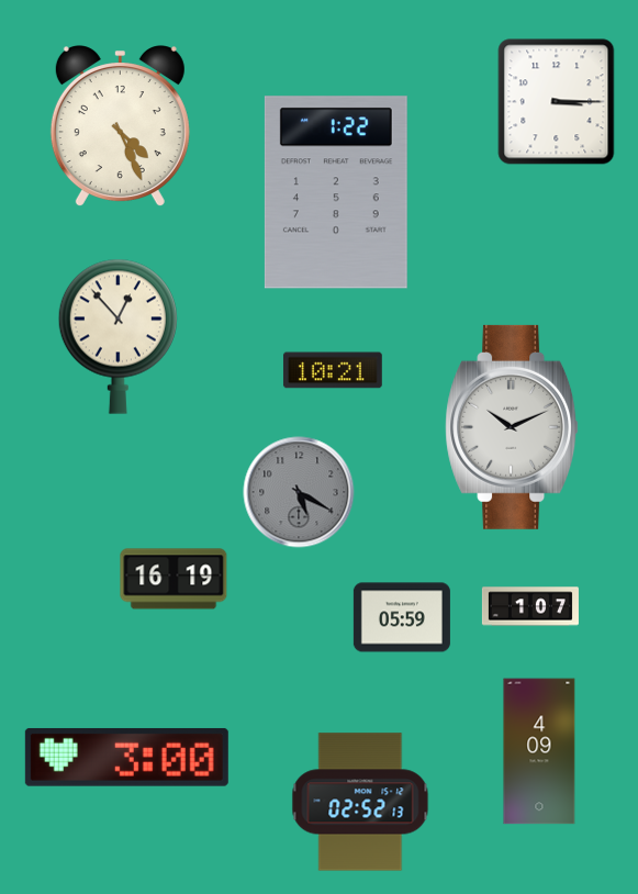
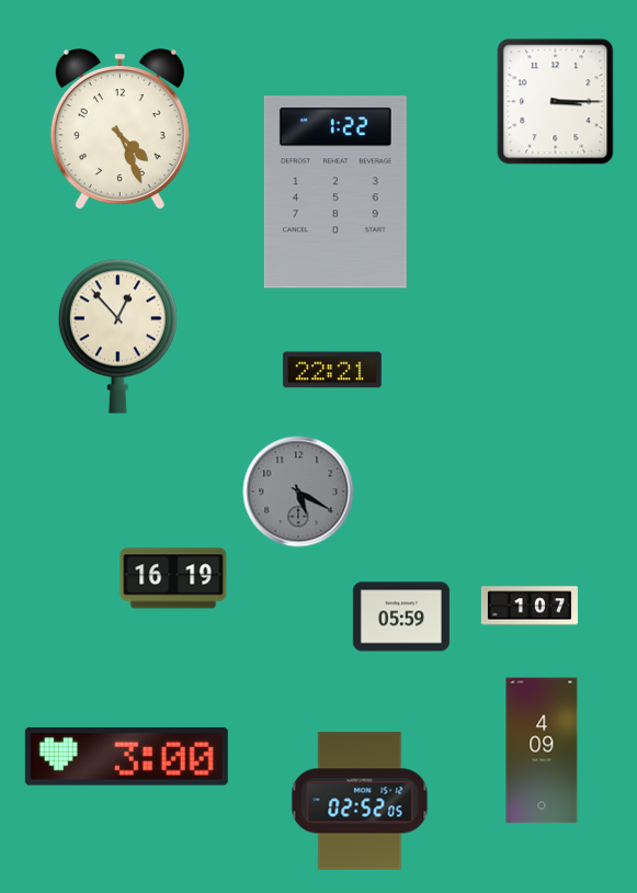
clock at (120, 126) position: (120, 126) -> (120, 129)
clock at (333, 370): 10:21 -> 22:21
clock at (513, 427): 10:11 -> none
clock at (539, 751) position: (539, 751) -> (542, 750)
clock at (360, 802): 02:52:13 -> 02:52:05
